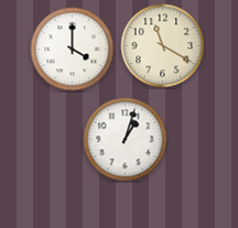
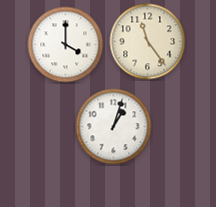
clock at (163, 46): 11:20 -> 11:24
